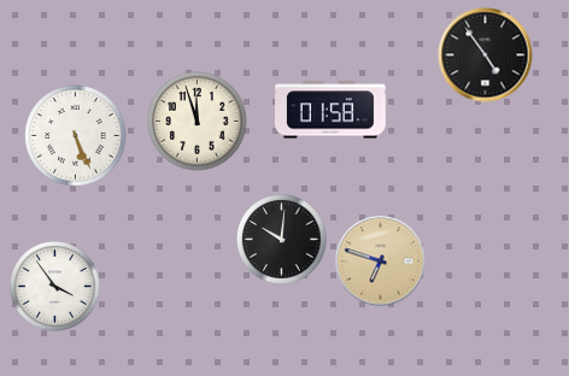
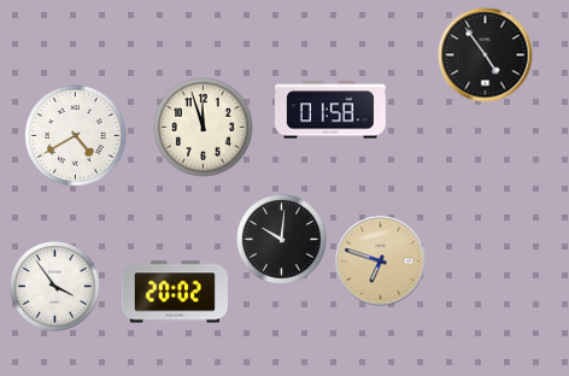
clock at (198, 122) position: (198, 122) -> (204, 128)
clock at (76, 136): 5:26 -> 4:40
clock at (175, 292): none -> 20:02
